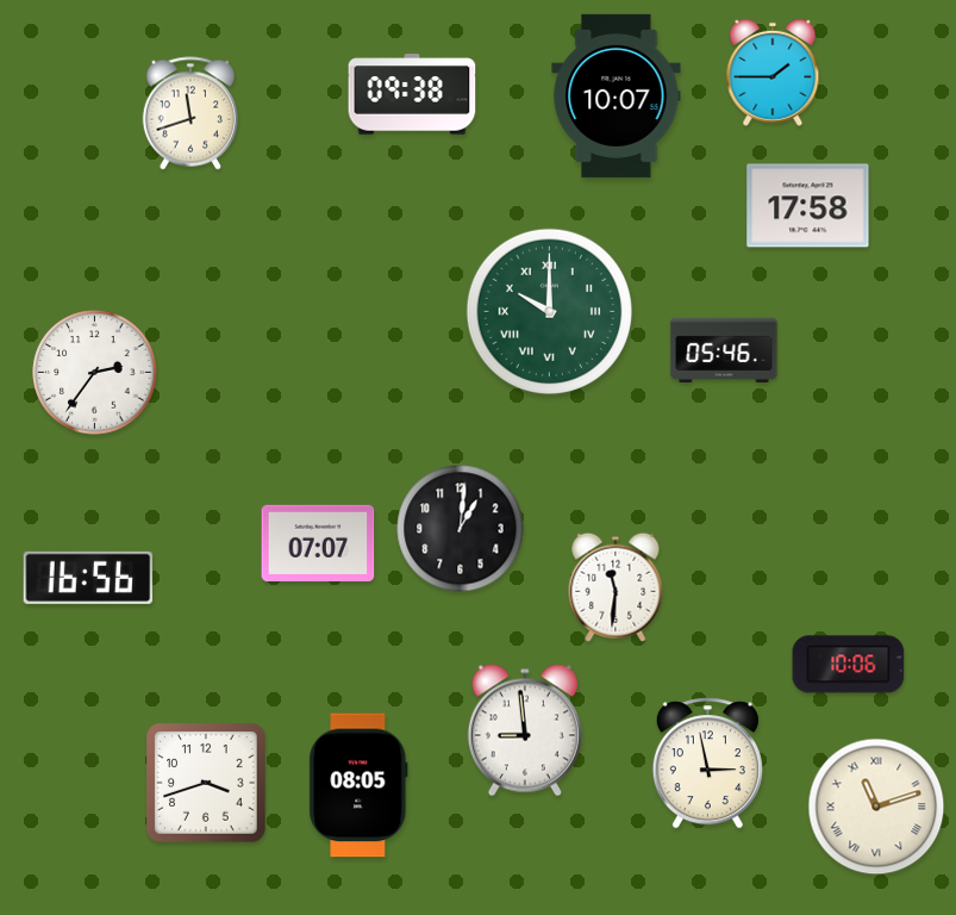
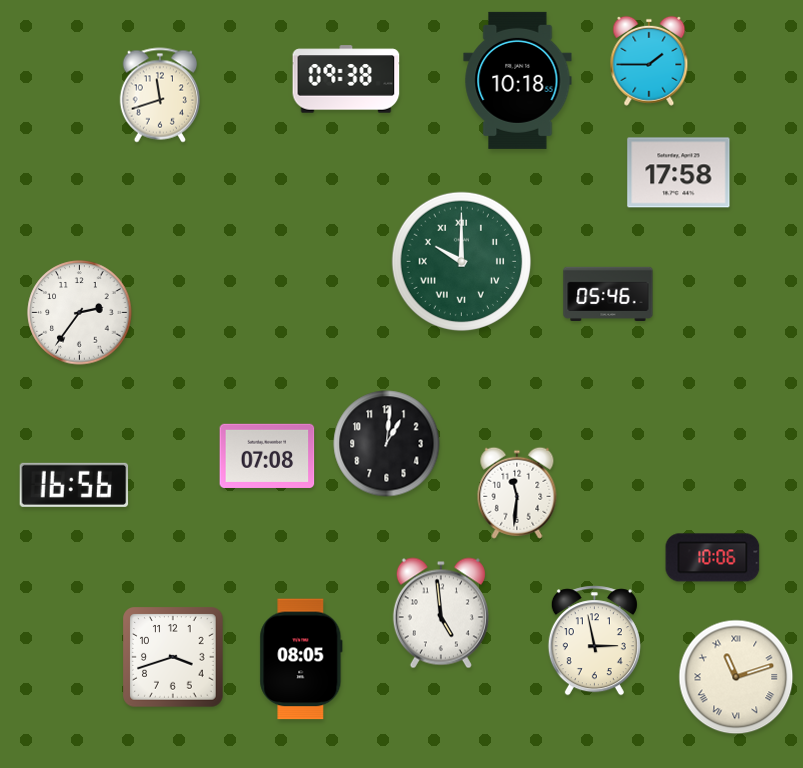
clock at (617, 95): 10:07 -> 10:18
clock at (318, 542): 07:07 -> 07:08
clock at (525, 730): 8:59 -> 4:59
